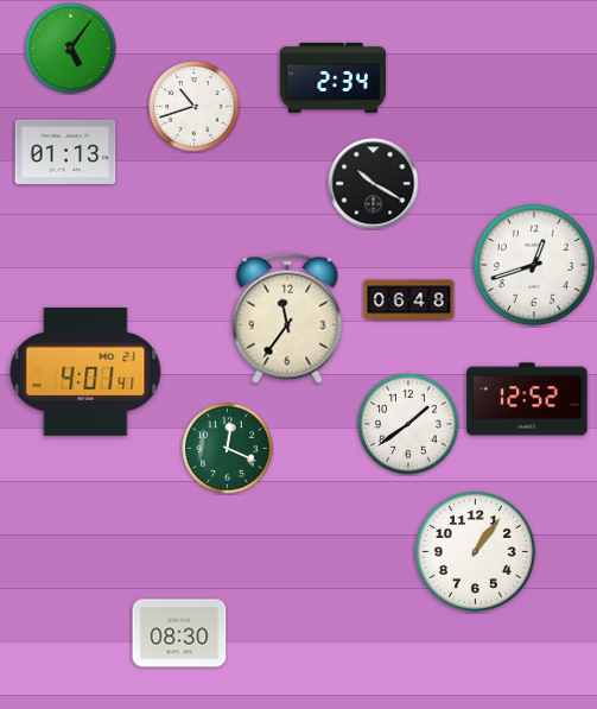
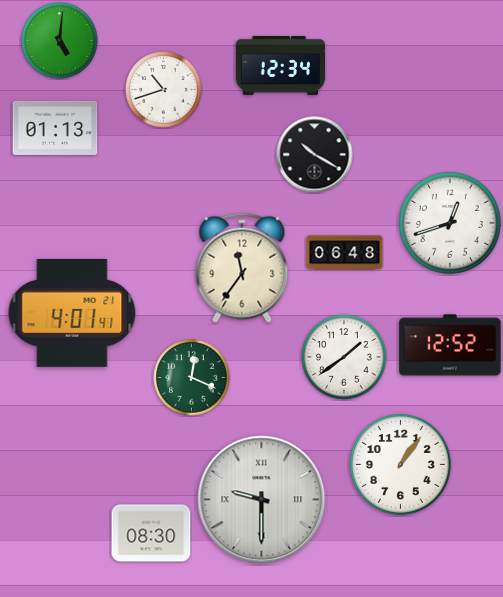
clock at (71, 49): 5:06 -> 5:01
clock at (332, 77): 2:34 -> 12:34
clock at (527, 399) position: (527, 399) -> (450, 345)
clock at (262, 500): none -> 9:30
